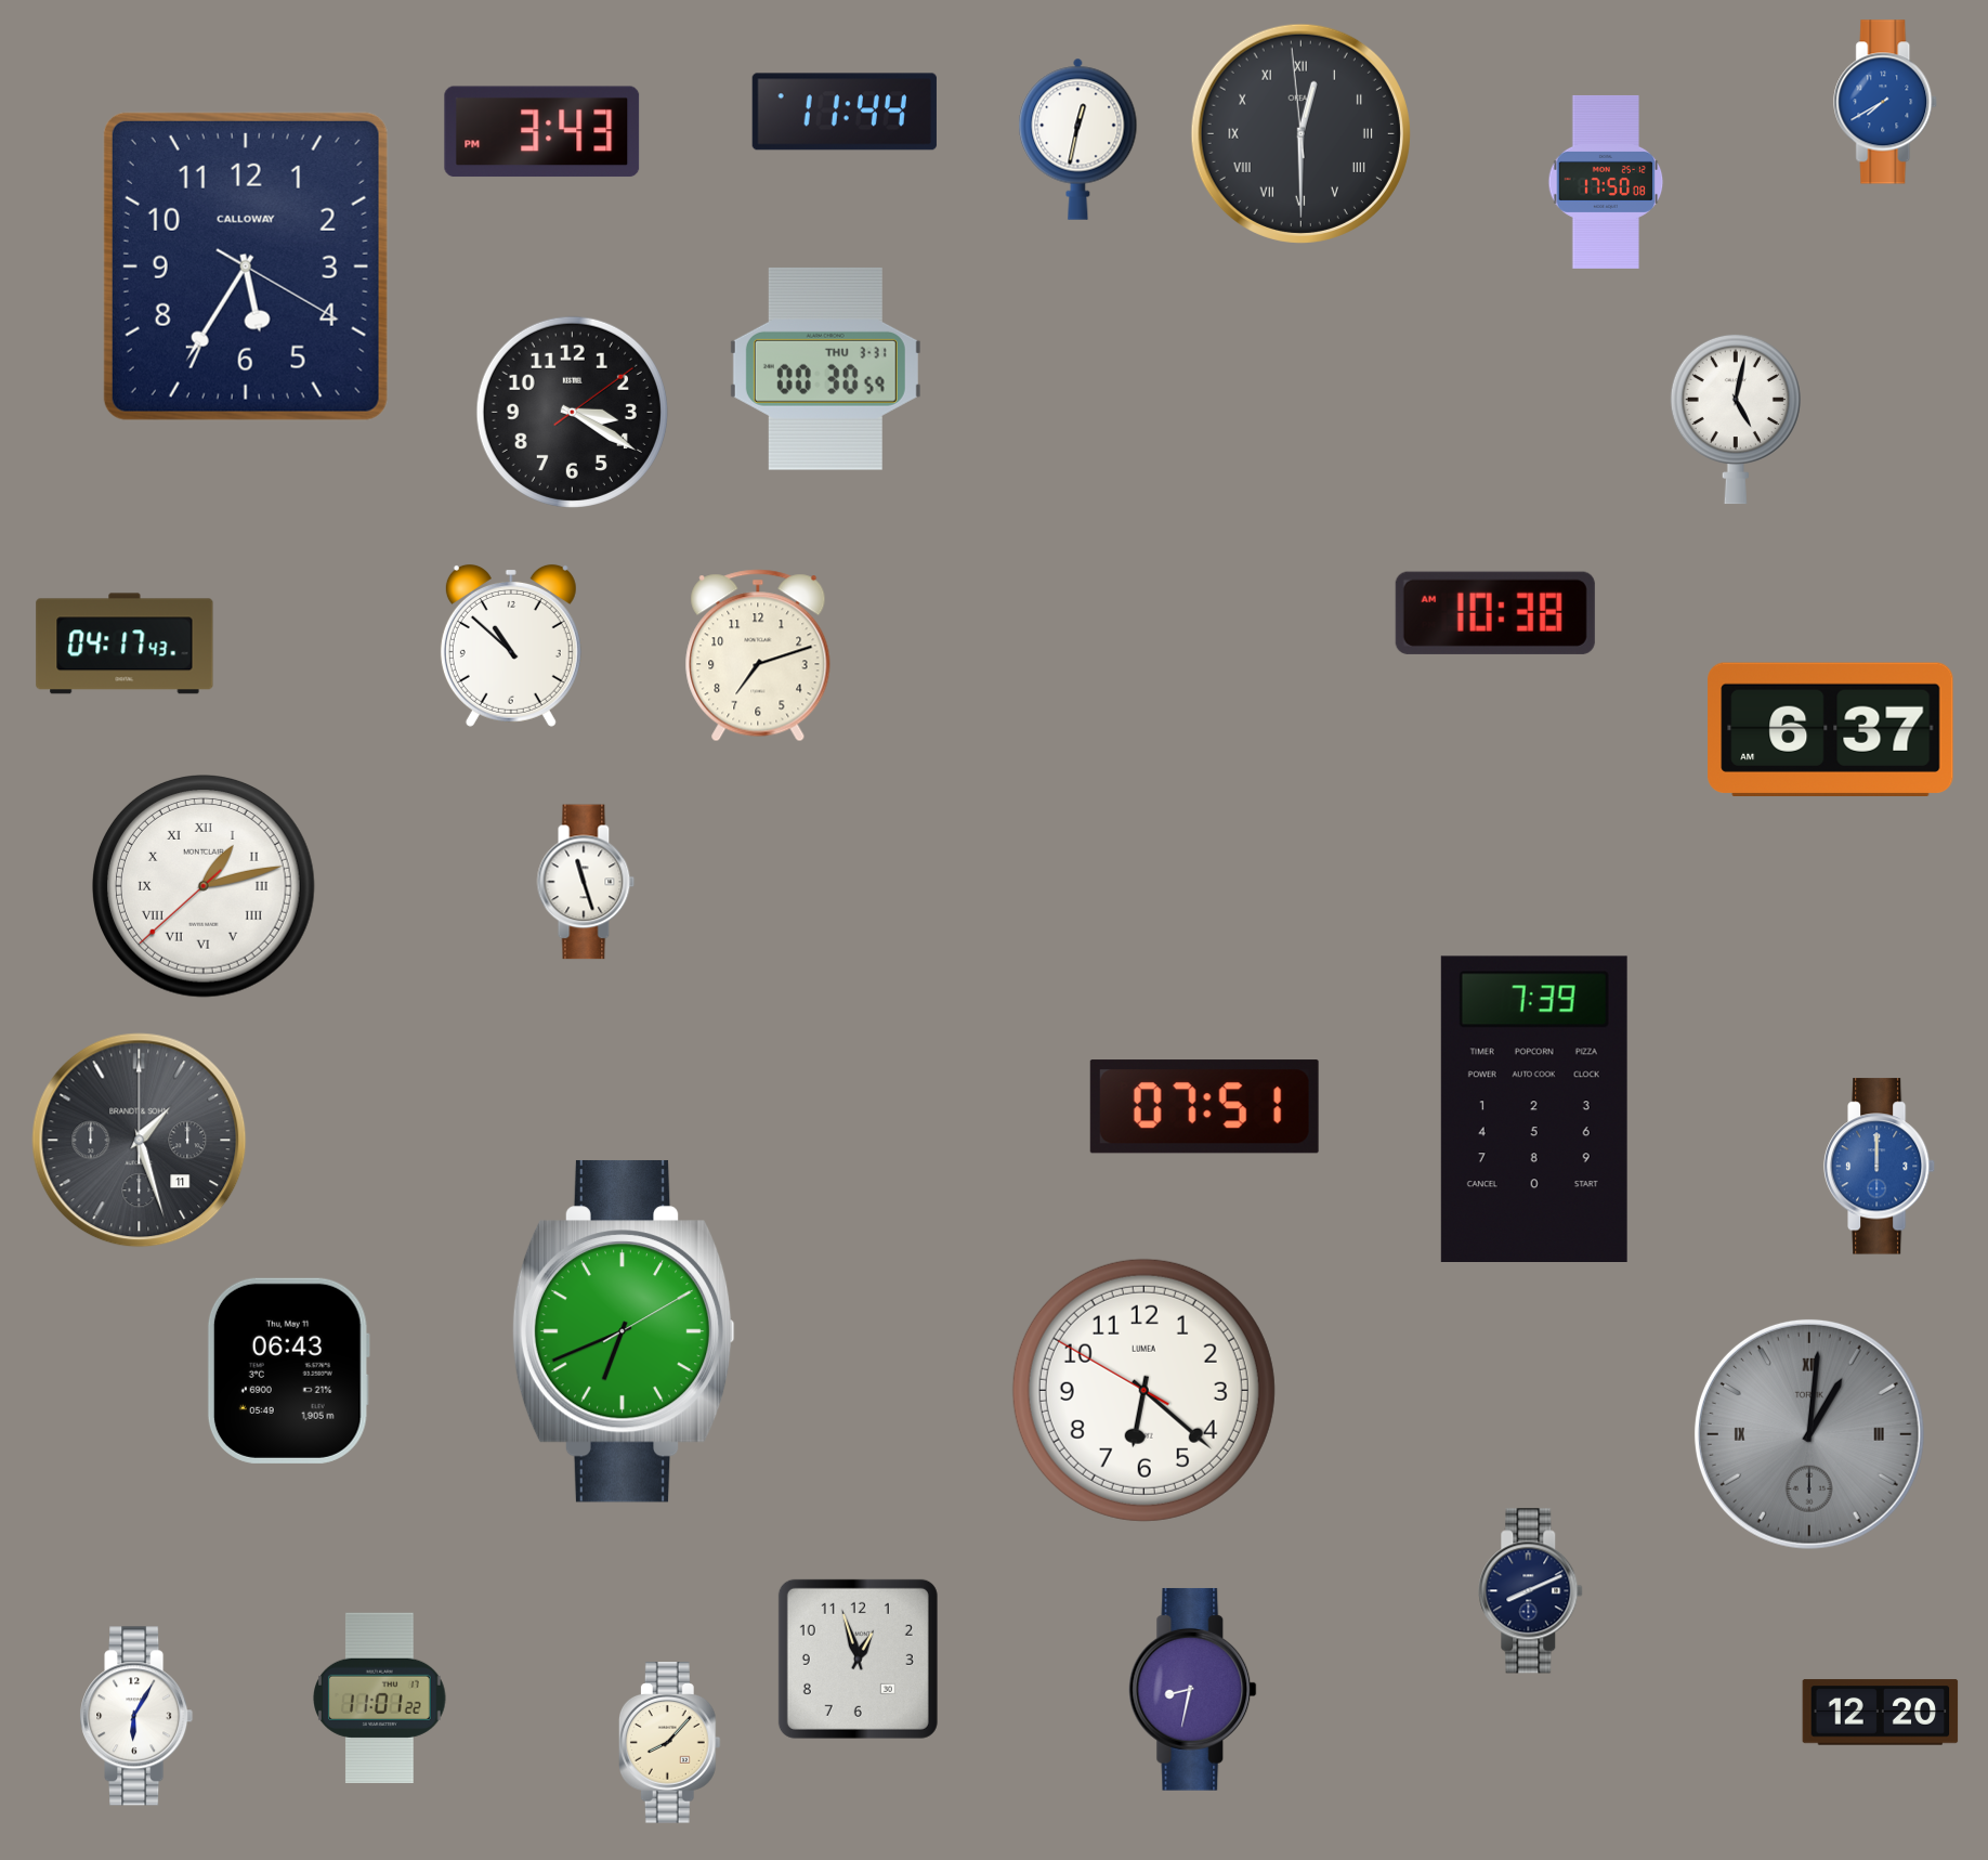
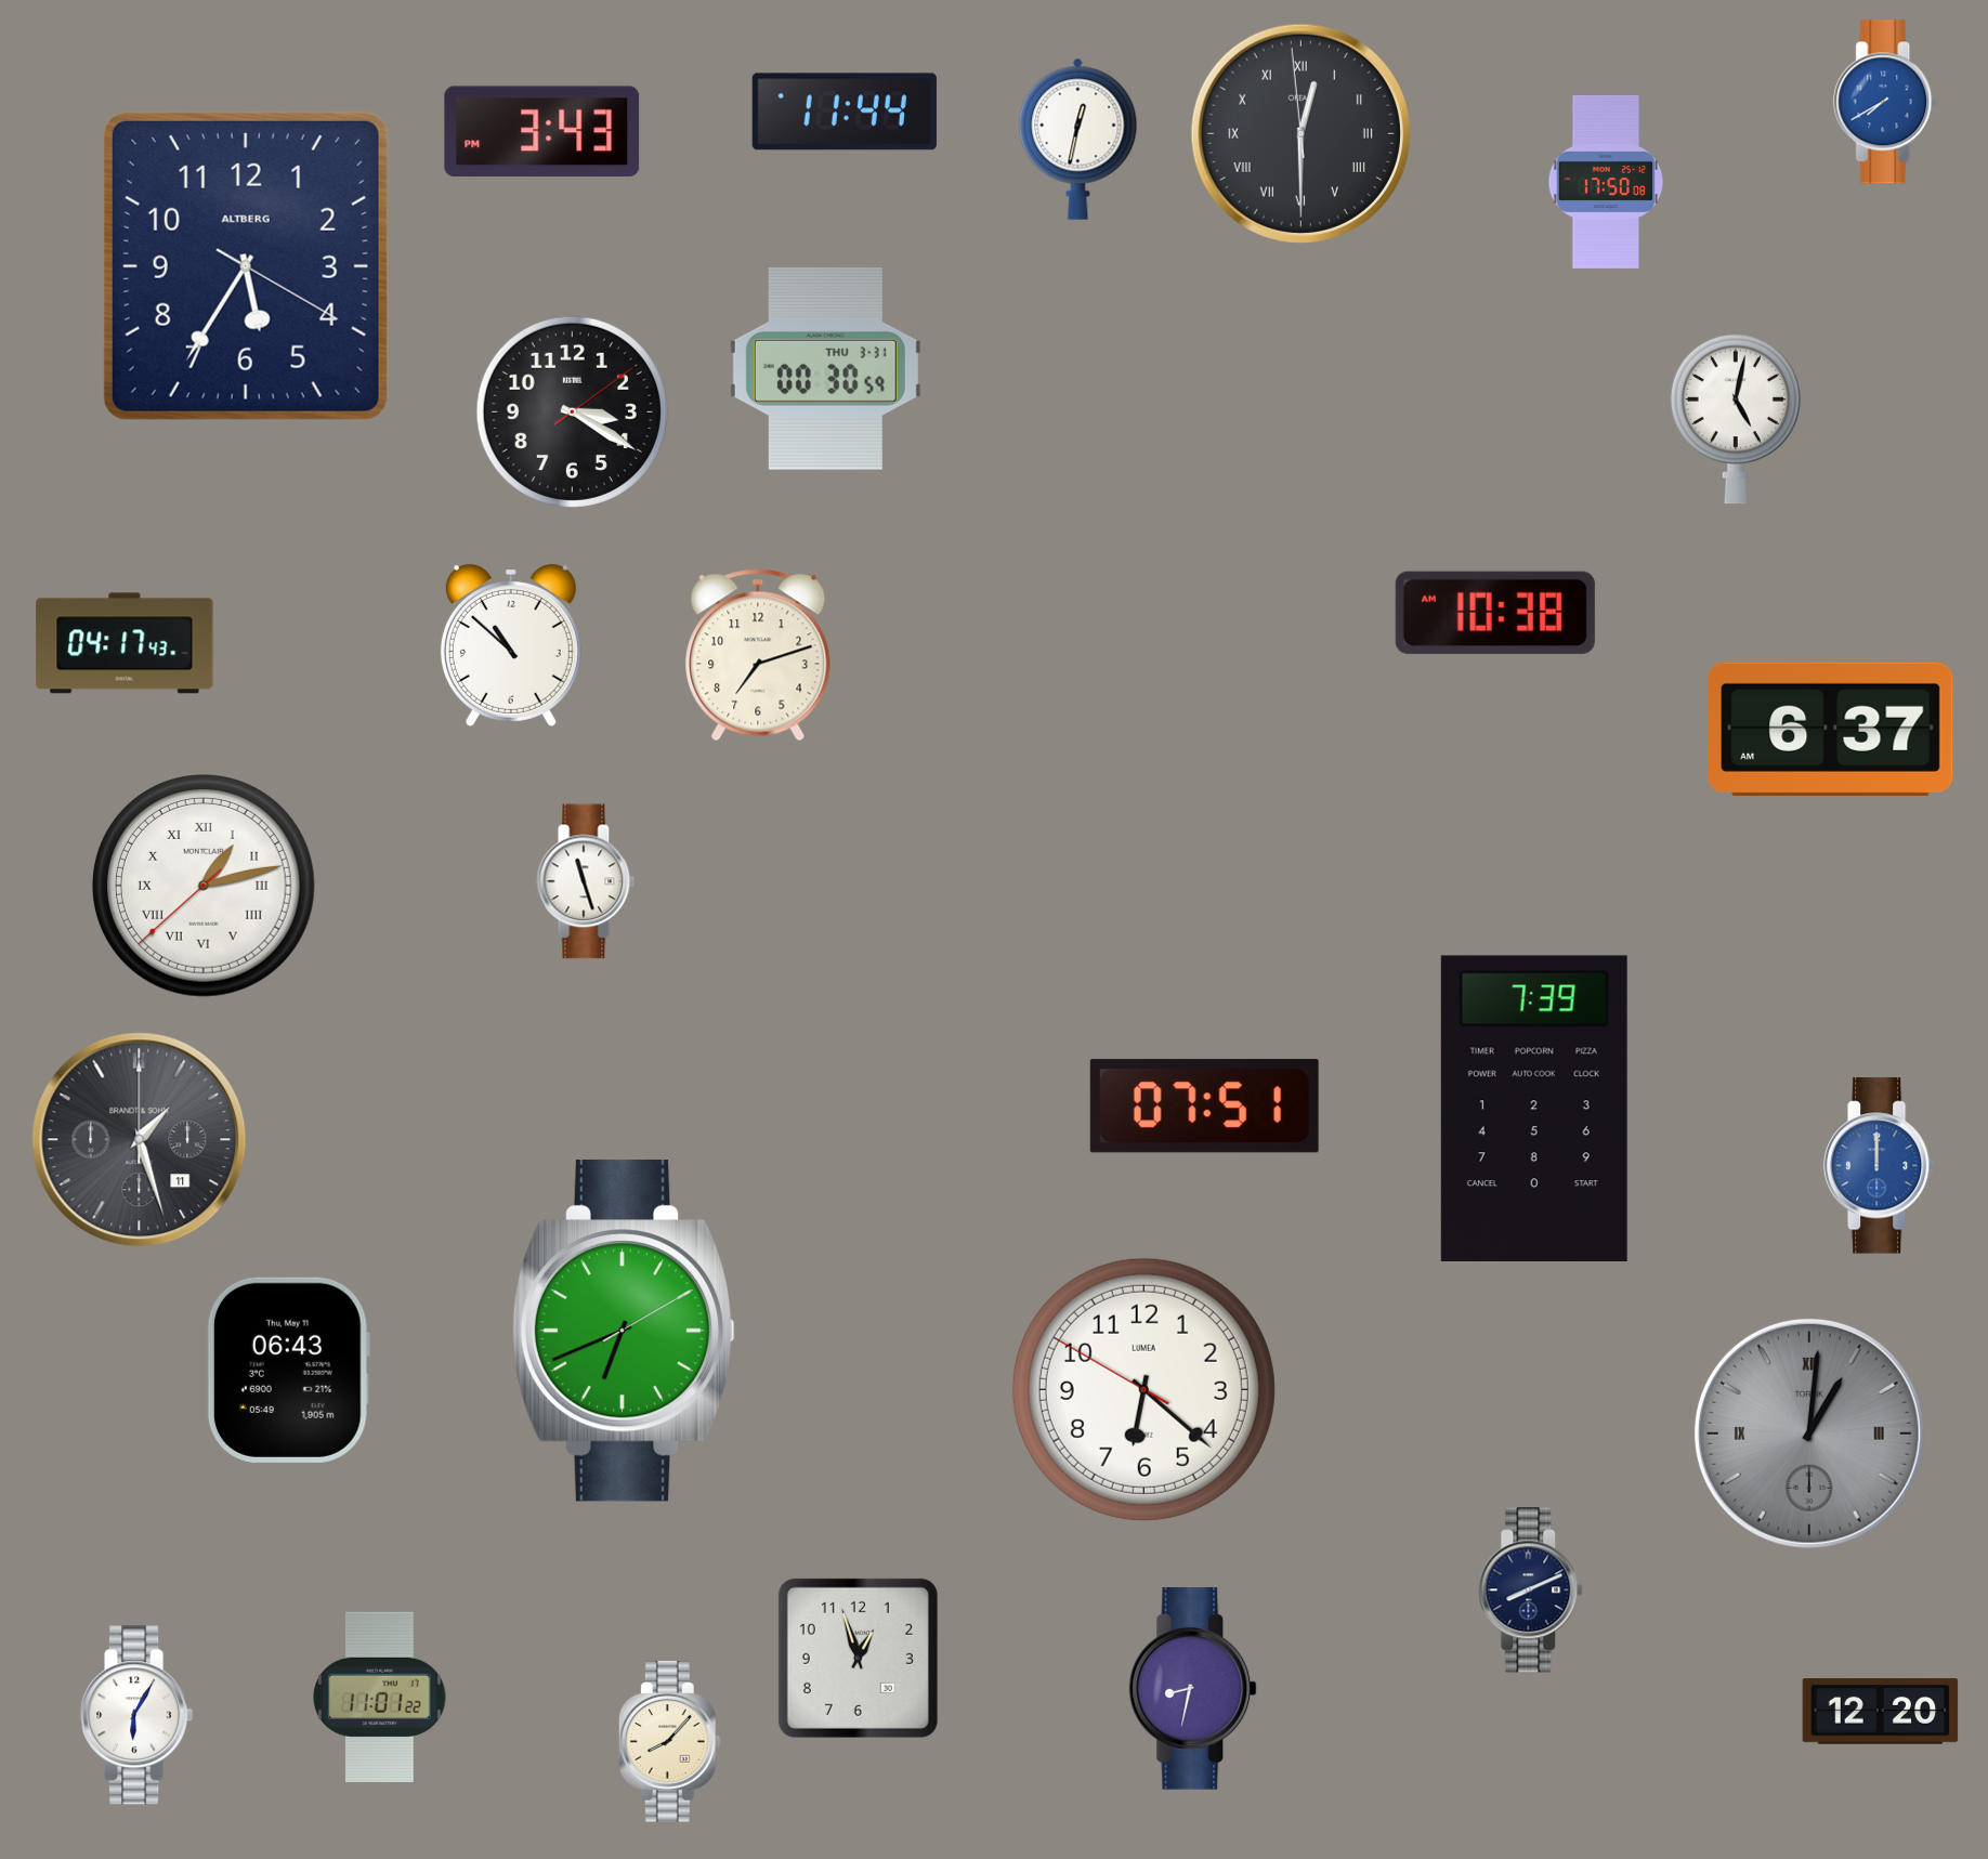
clock at (246, 266) brand: CALLOWAY -> ALTBERG
